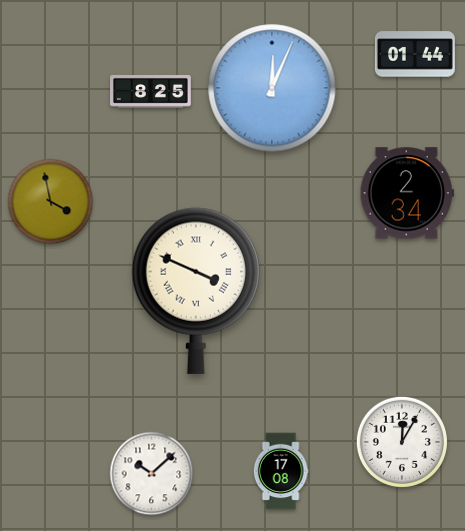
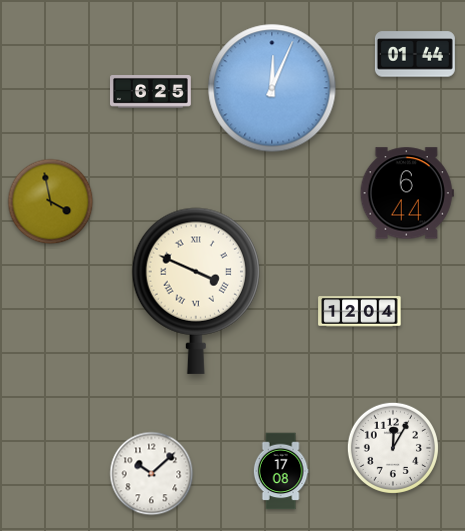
clock at (151, 92): 8:25 -> 6:25
clock at (407, 193): 2:34 -> 6:44
clock at (360, 312): none -> 12:04
clock at (402, 442) position: (402, 442) -> (393, 448)
